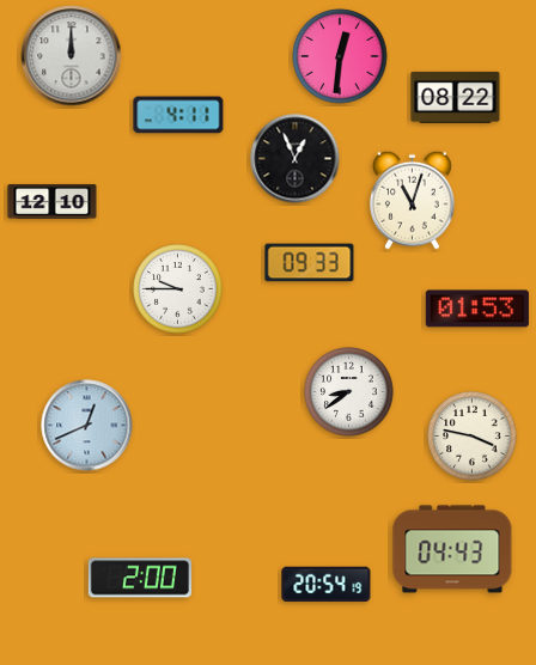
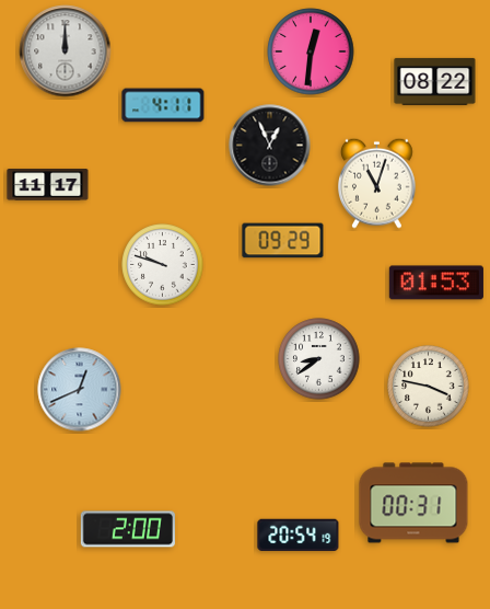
clock at (456, 97) position: (456, 97) -> (435, 81)
clock at (53, 202): 12:10 -> 11:17
clock at (310, 263): 09:33 -> 09:29
clock at (178, 289): 9:45 -> 9:48
clock at (473, 437) position: (473, 437) -> (429, 387)
clock at (452, 549): 04:43 -> 00:31
